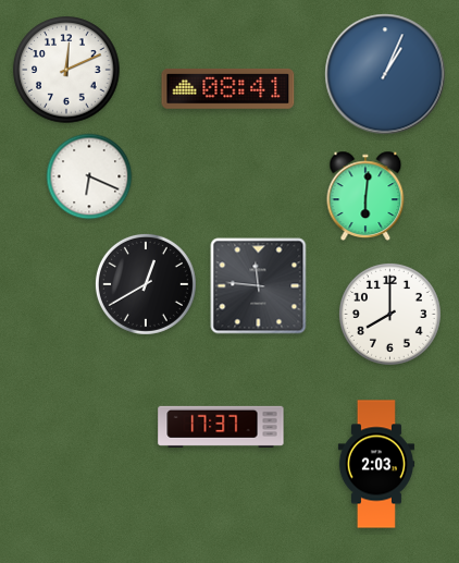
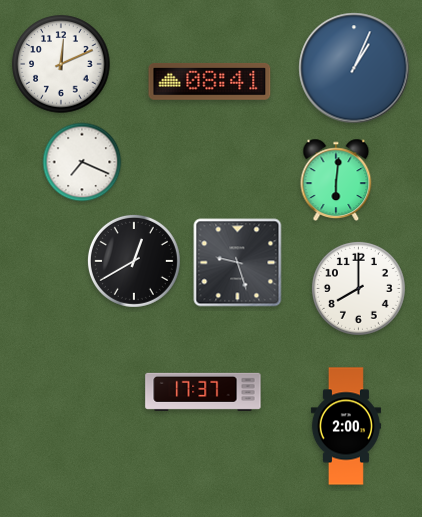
clock at (89, 176): 6:19 -> 7:19
clock at (259, 286): 11:46 -> 9:27
clock at (376, 464): 2:03 -> 2:00
